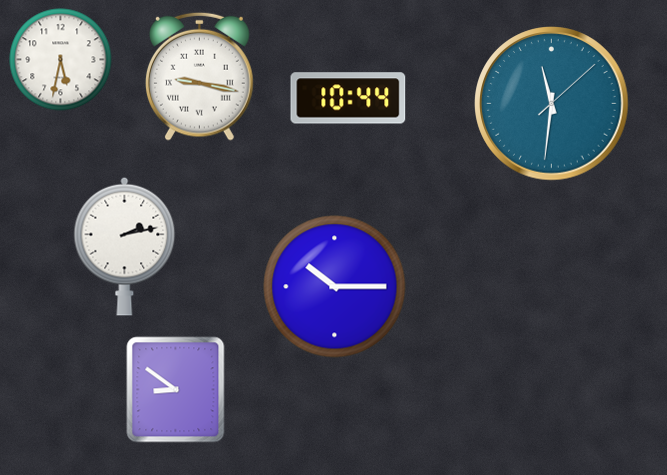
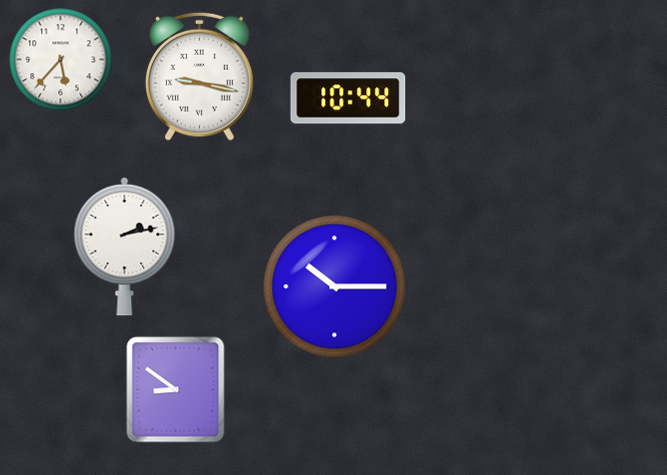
clock at (61, 60): 5:32 -> 5:37
clock at (552, 104): 11:31 -> none
